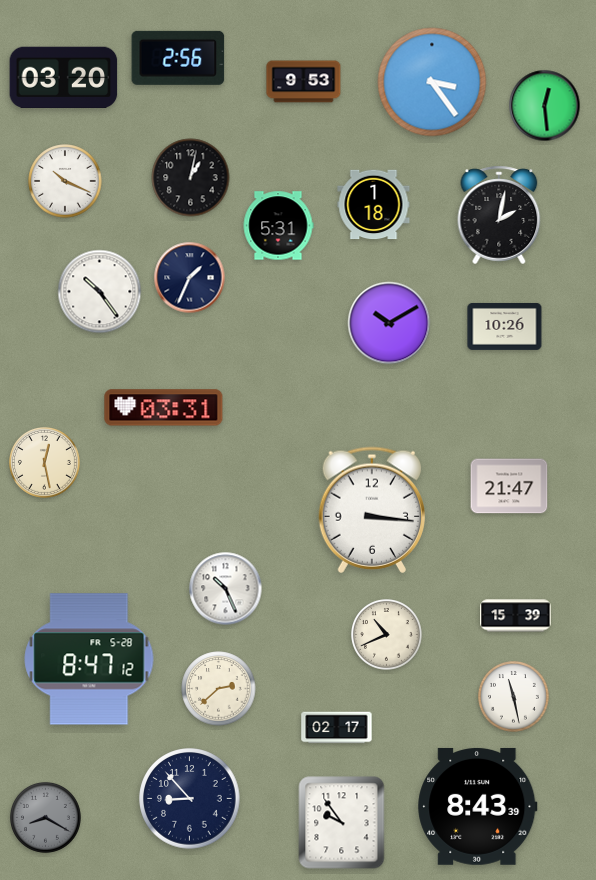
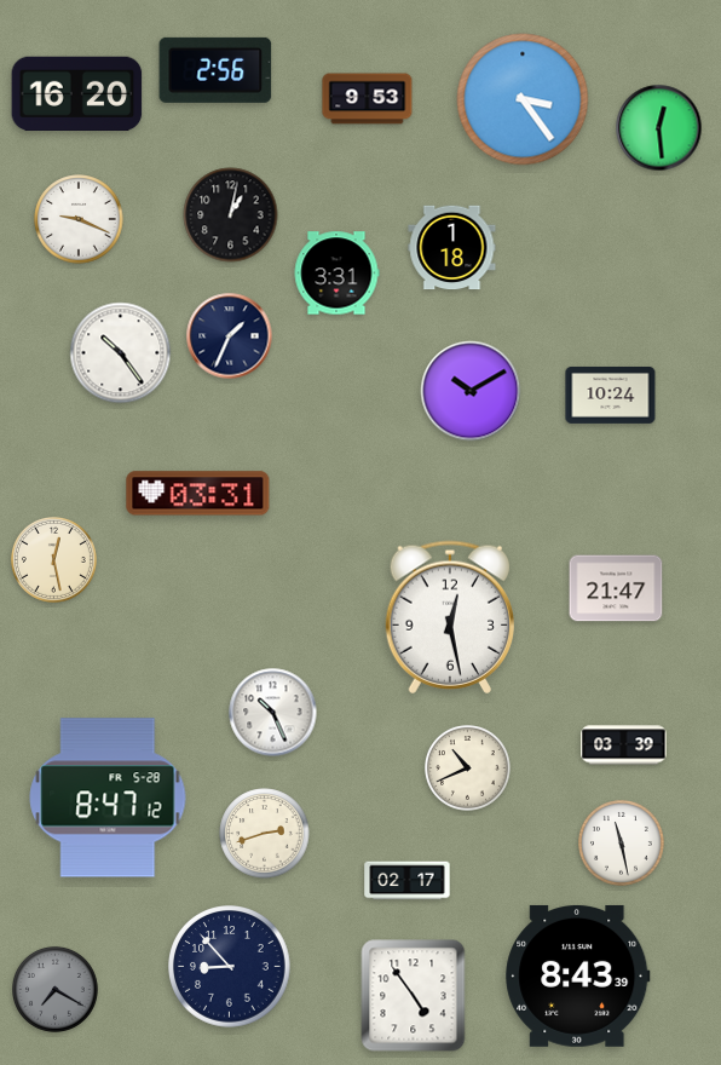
clock at (64, 78): 03:20 -> 16:20
clock at (65, 181): 10:19 -> 9:19
clock at (499, 215): 2:02 -> none
clock at (278, 226): 5:31 -> 3:31
clock at (505, 326): 10:26 -> 10:24
clock at (371, 510): 3:16 -> 12:28
clock at (516, 616): 15:39 -> 03:39
clock at (219, 689): 2:38 -> 2:42
clock at (46, 818): 8:20 -> 7:20
clock at (342, 823): 9:54 -> 4:54
